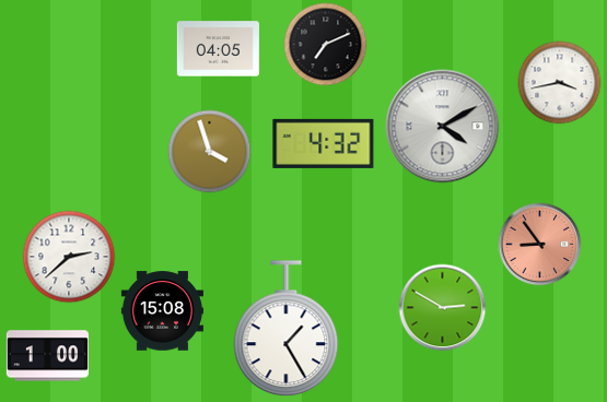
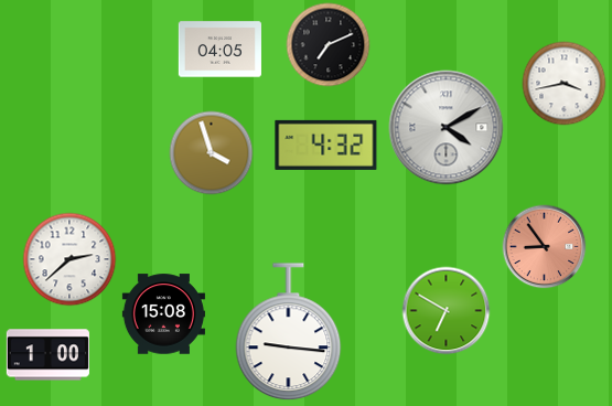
clock at (443, 308): 2:50 -> 6:50
clock at (287, 329): 1:25 -> 9:16
clock at (47, 356) position: (47, 356) -> (47, 355)
